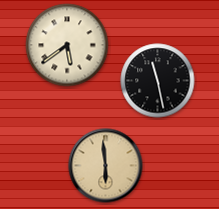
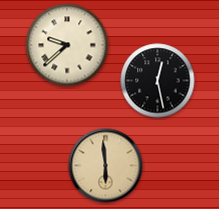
clock at (67, 45): 5:39 -> 9:38
clock at (158, 81): 11:28 -> 12:28
